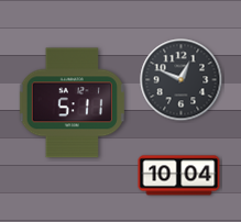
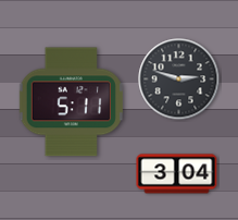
clock at (182, 80): 12:49 -> 2:48
clock at (179, 176): 10:04 -> 3:04
